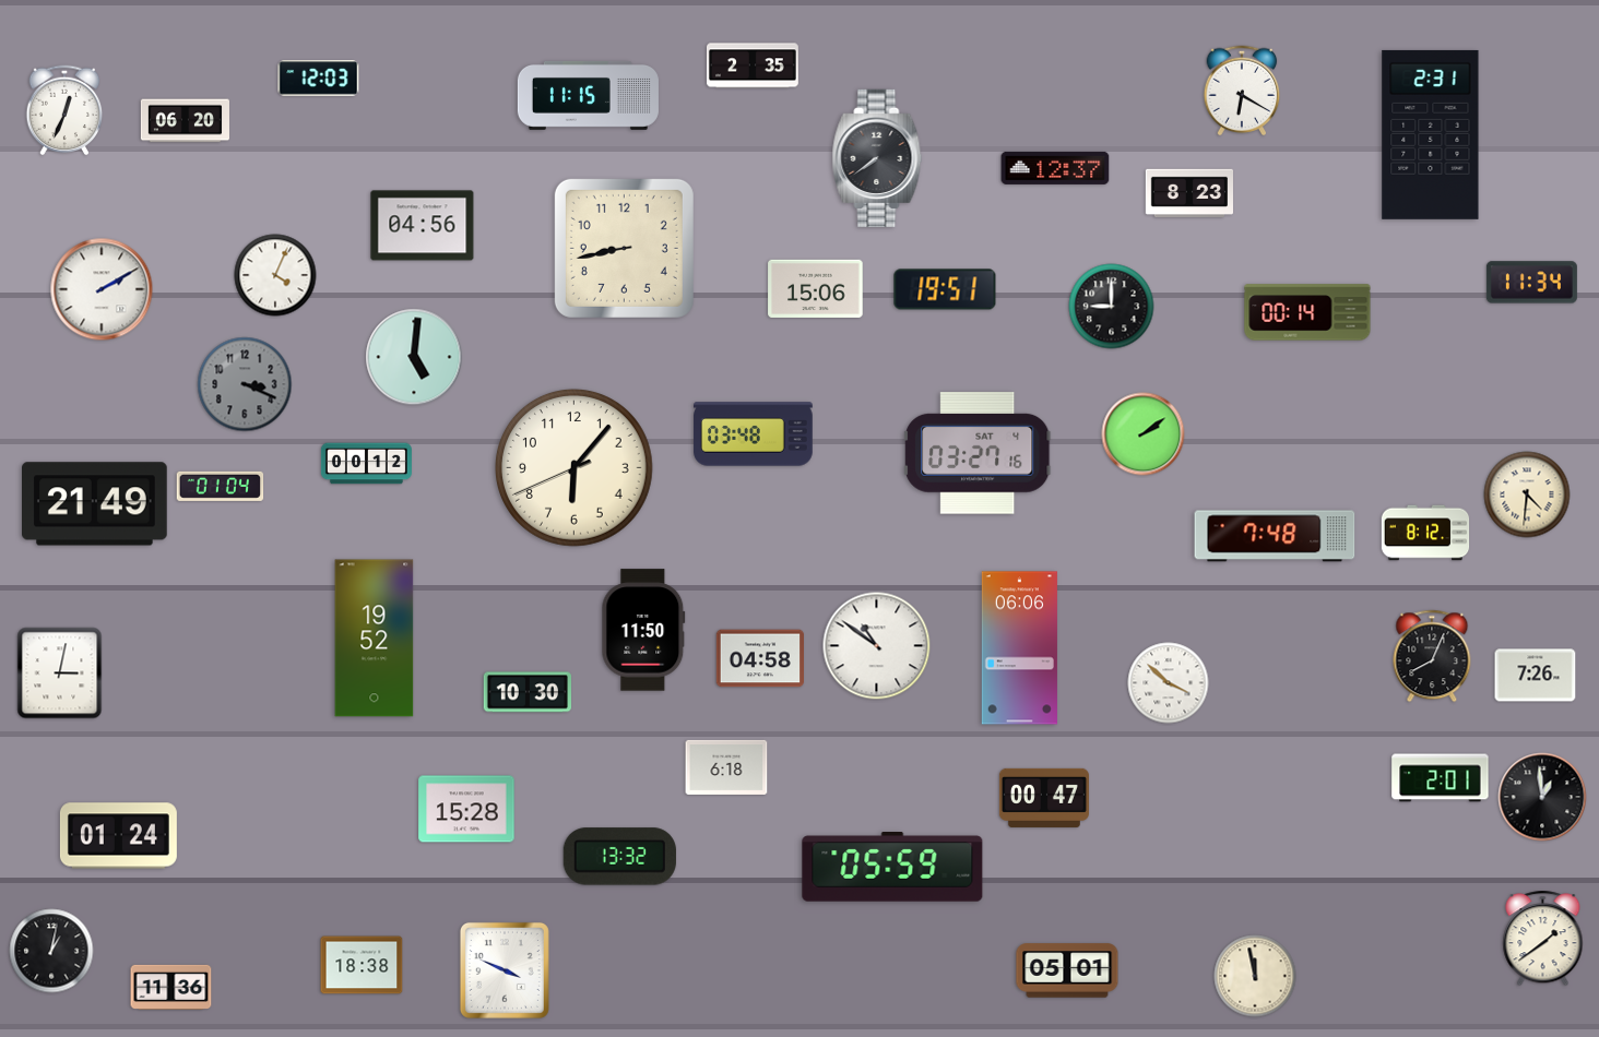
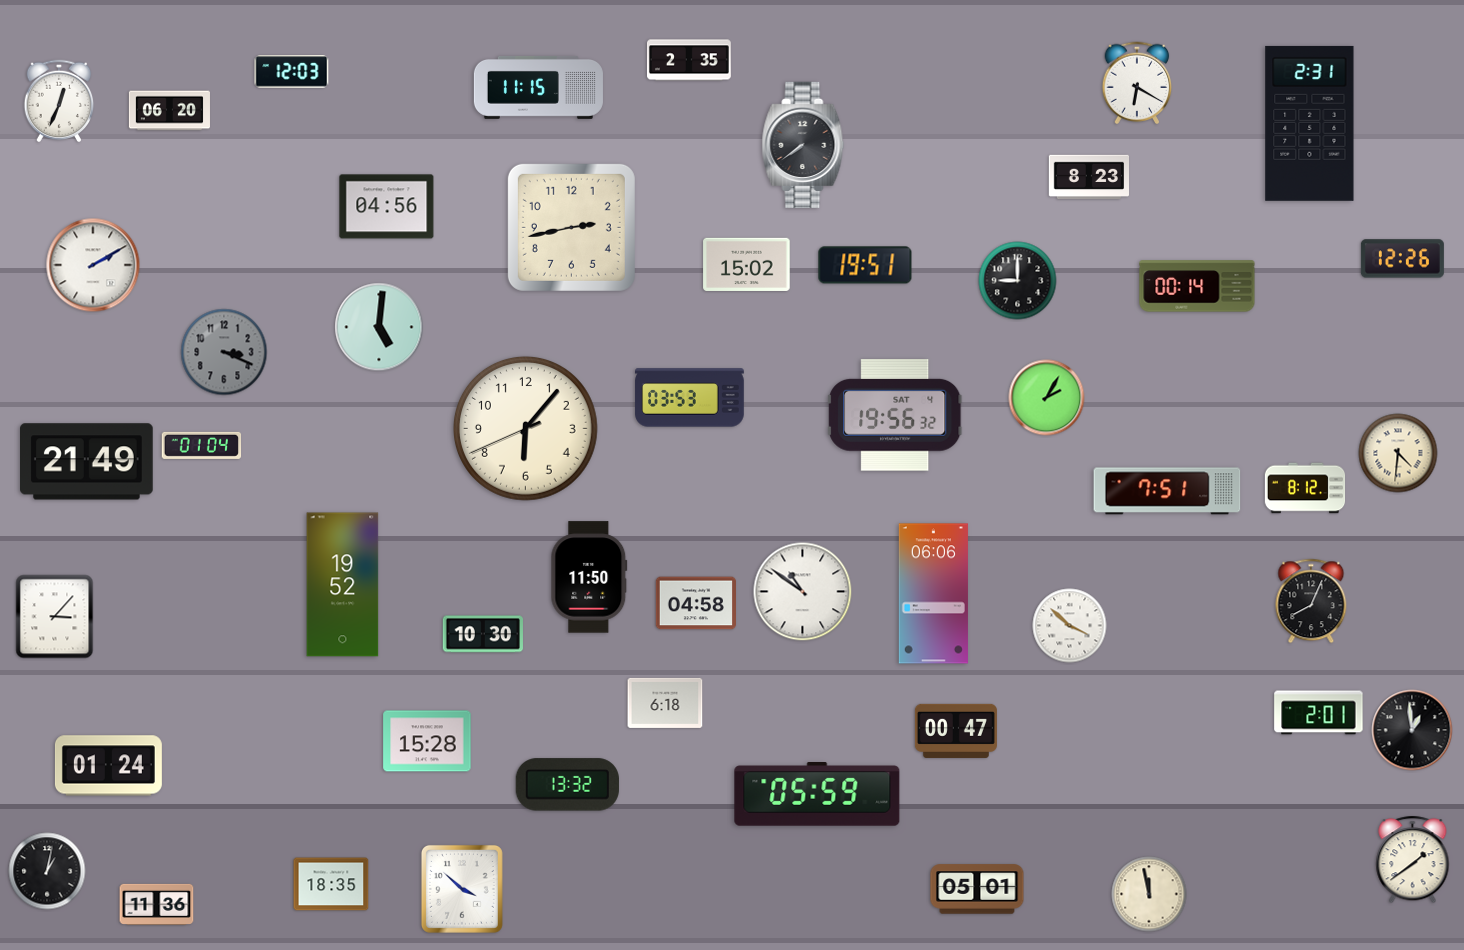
clock at (1055, 168): 12:37 -> none
clock at (624, 248): 8:43 -> 2:43
clock at (275, 275): 4:04 -> none
clock at (1531, 283): 11:34 -> 12:26
clock at (816, 288): 15:06 -> 15:02
clock at (754, 434): 03:48 -> 03:53
clock at (1144, 434): 2:09 -> 2:05
clock at (979, 454): 03:27 -> 19:56
clock at (366, 464): 00:12 -> none
clock at (1275, 536): 7:48 -> 7:51
clock at (60, 674): 3:02 -> 3:07
clock at (1536, 676): 7:26 -> none
clock at (362, 965): 18:38 -> 18:35
clock at (505, 970): 3:49 -> 3:52
